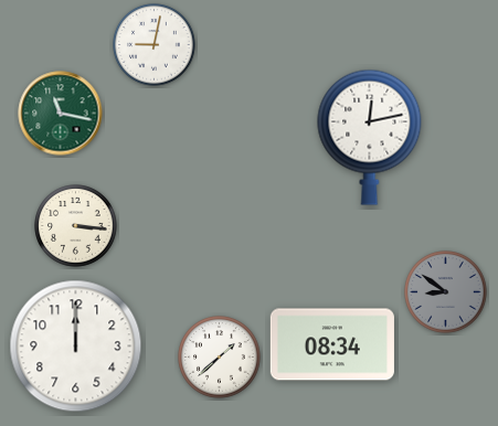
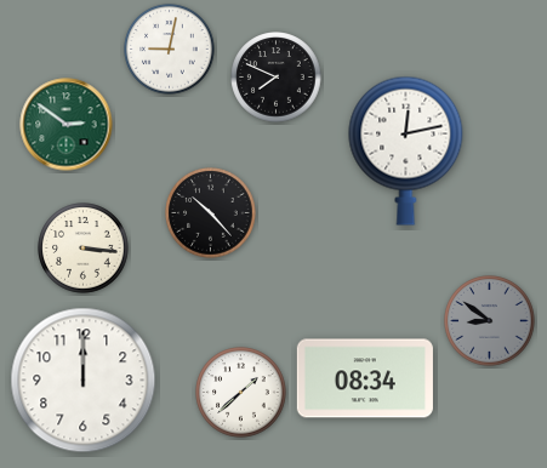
clock at (277, 78): none -> 7:49
clock at (61, 114): 11:17 -> 2:51
clock at (211, 213): none -> 10:23
